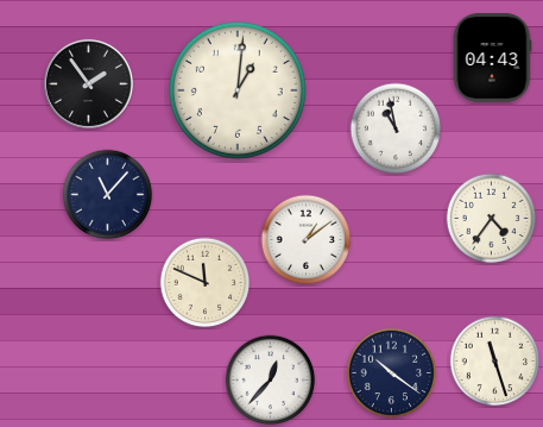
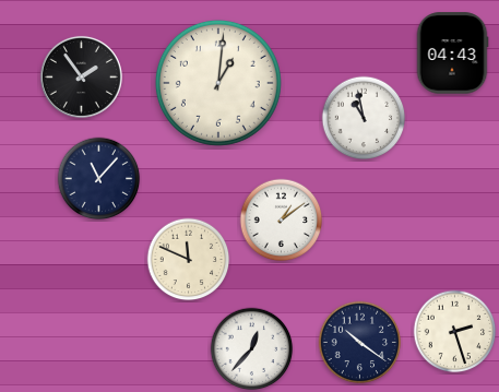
clock at (492, 219): 4:36 -> none
clock at (495, 362): 11:27 -> 2:27
clock at (271, 381) position: (271, 381) -> (252, 349)
